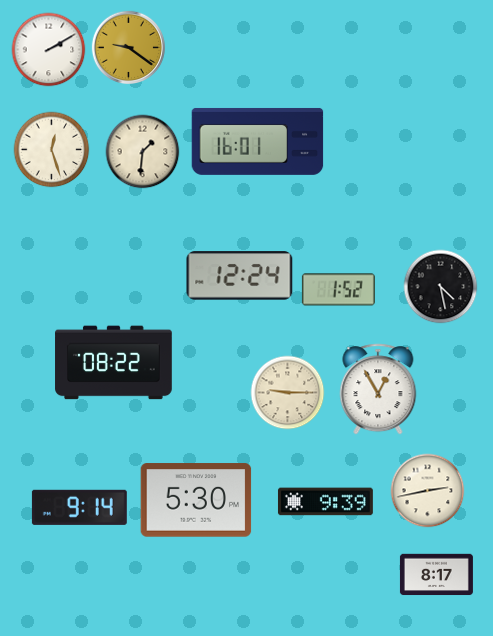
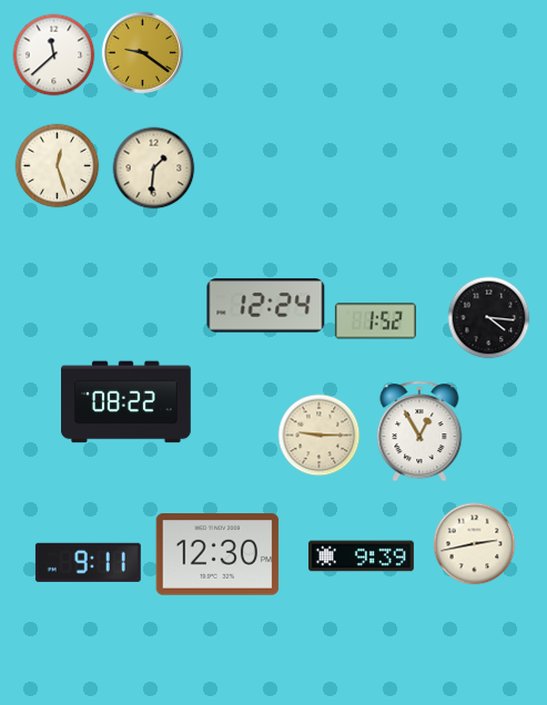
clock at (49, 50): 2:10 -> 11:38
clock at (258, 141): 16:01 -> none
clock at (143, 152) position: (143, 152) -> (154, 168)
clock at (441, 287): 4:28 -> 4:16
clock at (196, 500): 5:30 -> 12:30
clock at (79, 507): 9:14 -> 9:11
clock at (436, 575): 8:17 -> none
